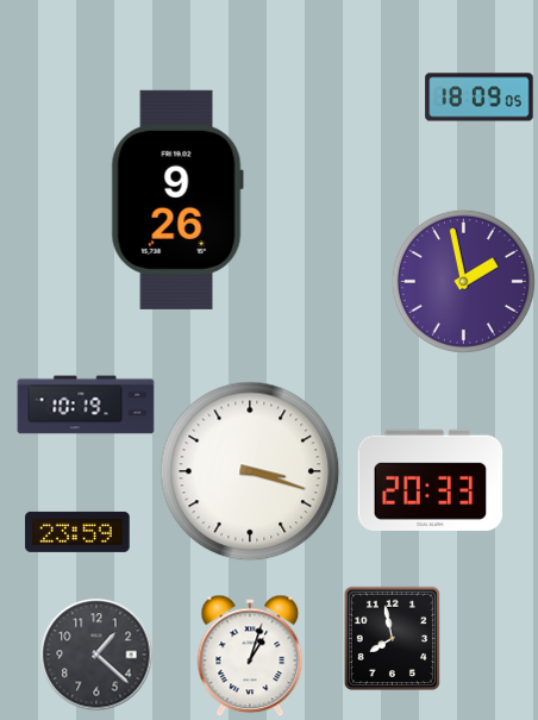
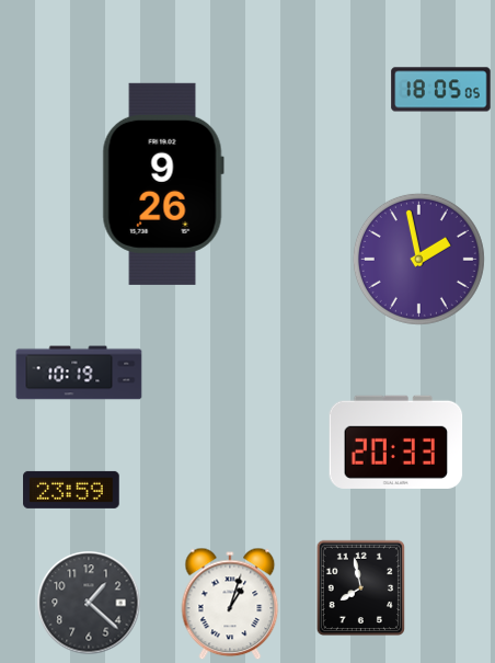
clock at (480, 98): 18:09 -> 18:05
clock at (463, 281) position: (463, 281) -> (418, 259)
clock at (250, 471): 3:18 -> none
